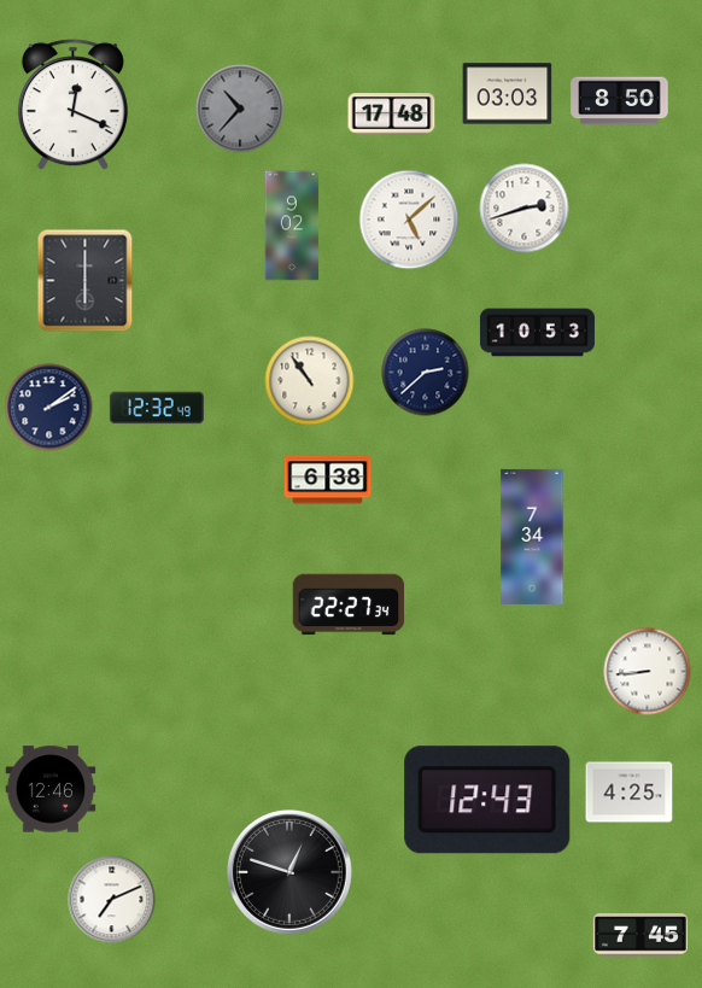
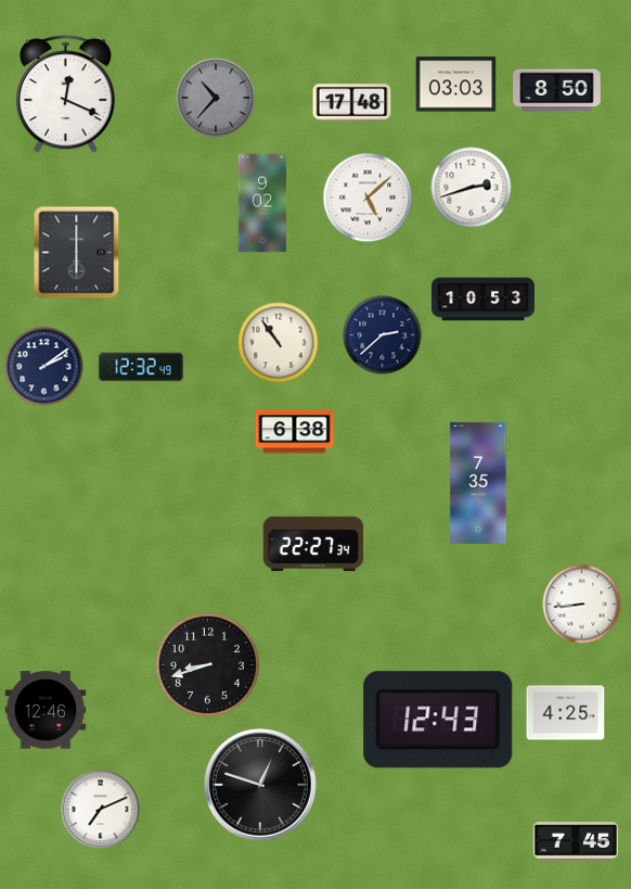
clock at (532, 537): 7:34 -> 7:35
clock at (207, 664): none -> 8:42
